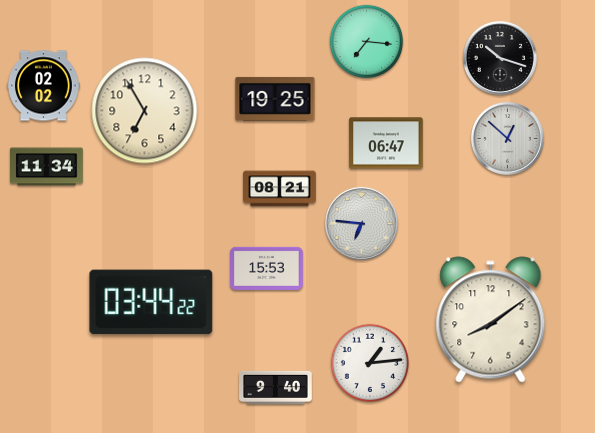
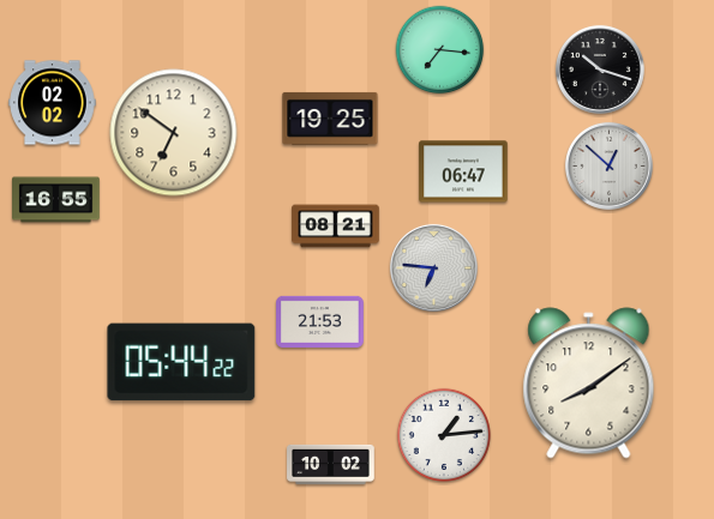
clock at (145, 111): 6:55 -> 6:51
clock at (47, 167): 11:34 -> 16:55
clock at (267, 268): 15:53 -> 21:53
clock at (151, 302): 03:44 -> 05:44
clock at (276, 387): 9:40 -> 10:02
